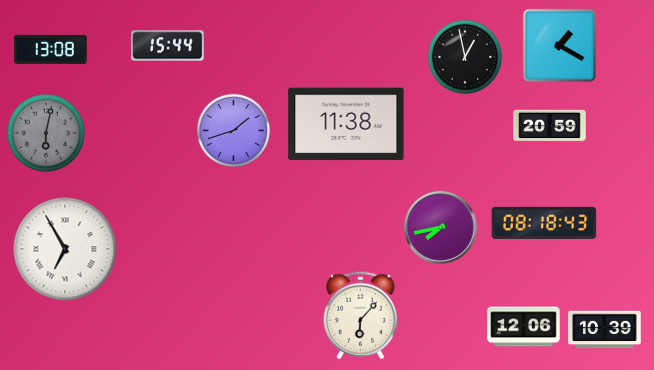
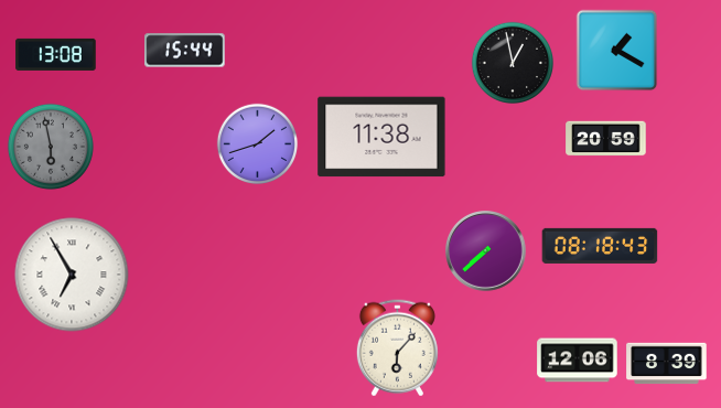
clock at (46, 133): 6:02 -> 5:58
clock at (441, 228): 7:43 -> 7:38
clock at (605, 330): 10:39 -> 8:39
